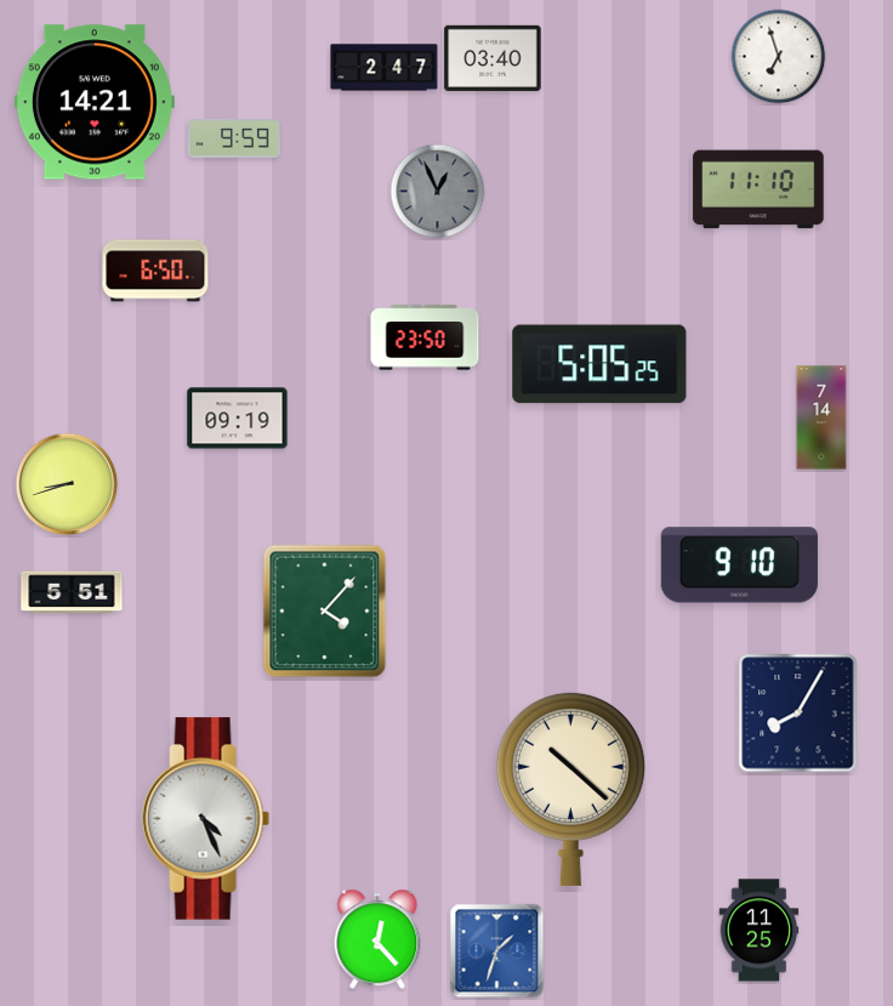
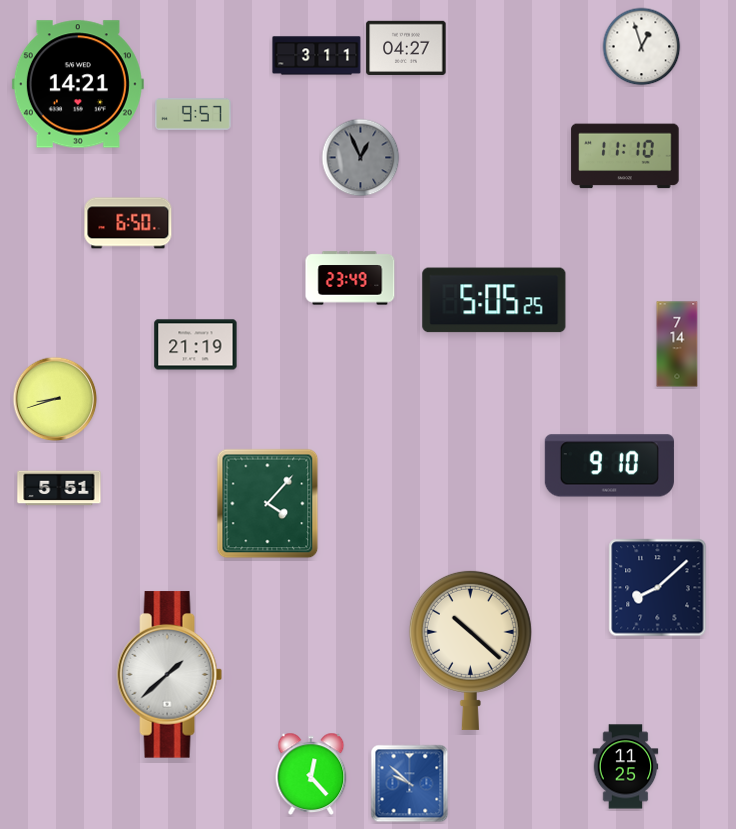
clock at (779, 57): 6:57 -> 12:57
clock at (493, 58): 03:40 -> 04:27
clock at (385, 68): 2:47 -> 3:11
clock at (234, 140): 9:59 -> 9:57
clock at (425, 337): 23:50 -> 23:49
clock at (238, 419): 09:19 -> 21:19
clock at (798, 714): 8:05 -> 8:08
clock at (206, 819): 4:26 -> 1:38
clock at (497, 951): 1:33 -> 9:52
